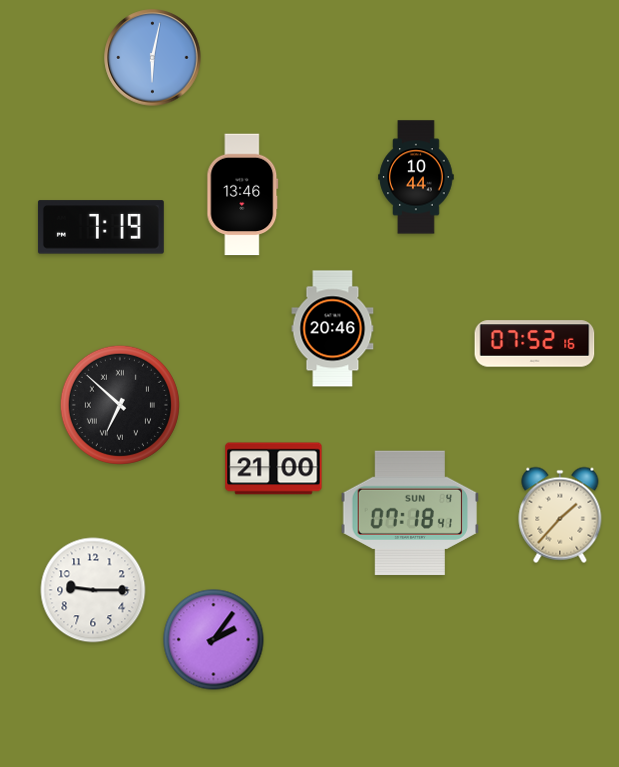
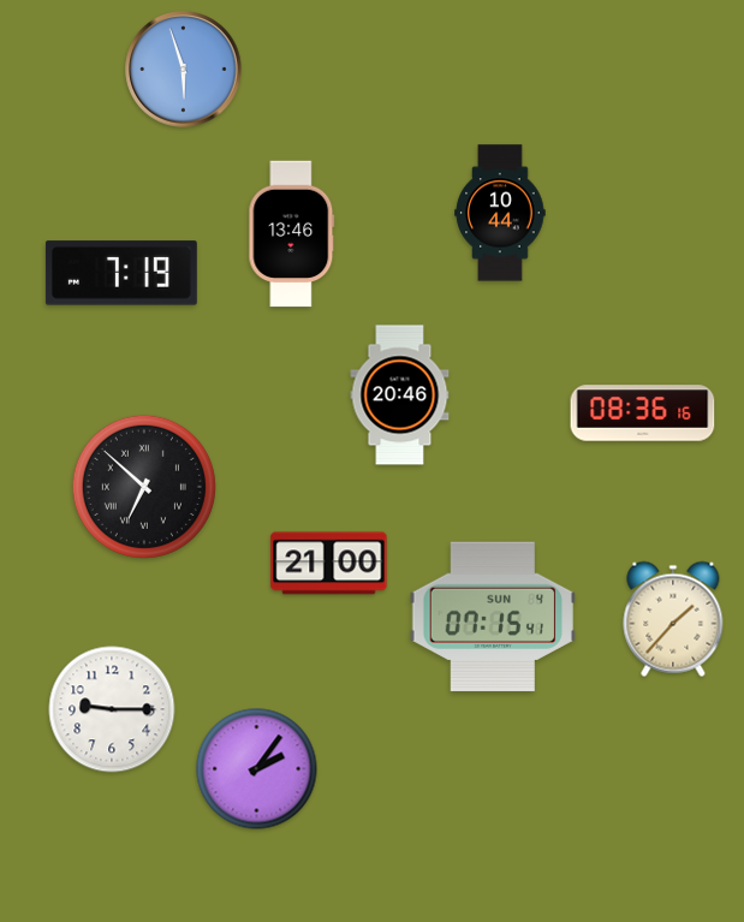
clock at (153, 58): 6:02 -> 5:57
clock at (535, 344): 07:52 -> 08:36
clock at (410, 513): 07:18 -> 07:15
